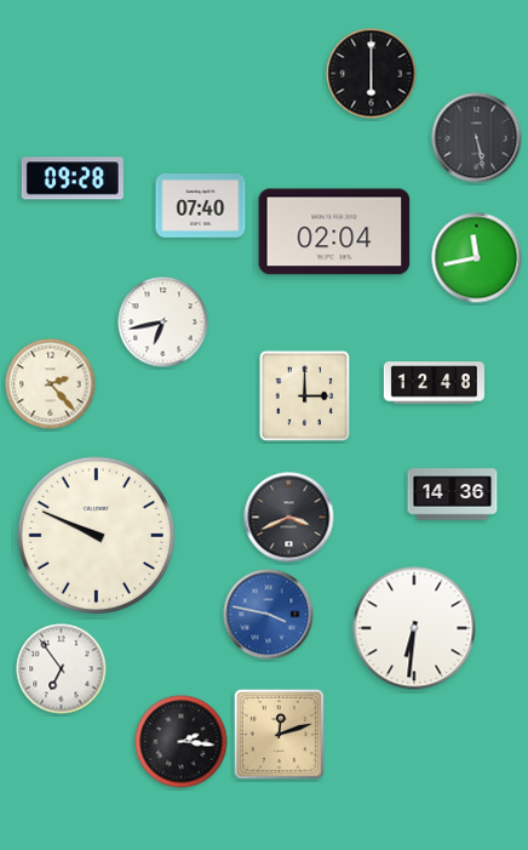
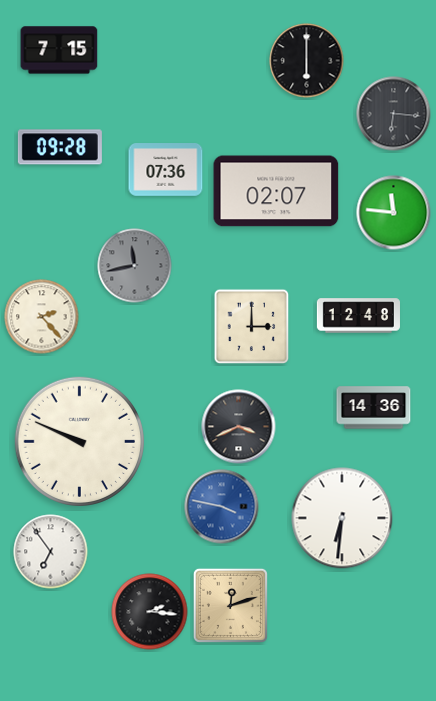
clock at (59, 50): none -> 7:15
clock at (477, 138): 5:28 -> 6:16
clock at (201, 206): 07:40 -> 07:36
clock at (334, 232): 02:04 -> 02:07
clock at (477, 258): 11:43 -> 11:46
clock at (163, 323): 6:43 -> 11:43
clock at (163, 323) dial: white -> grey
